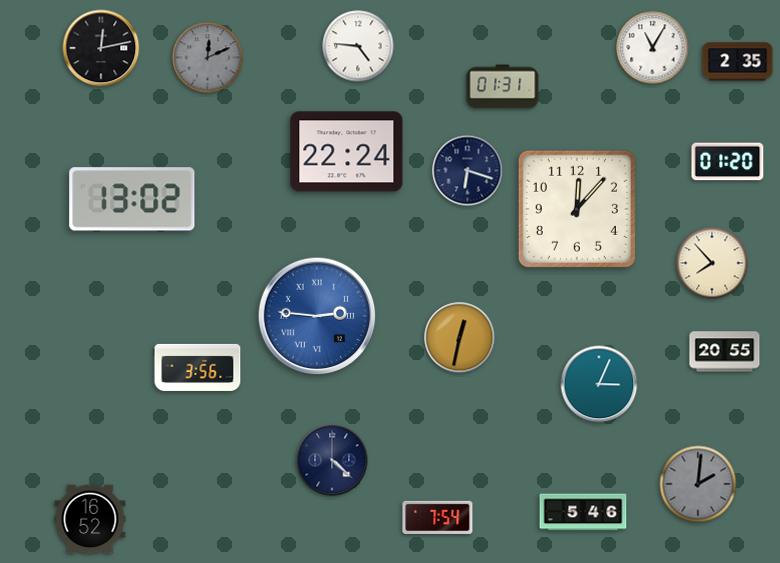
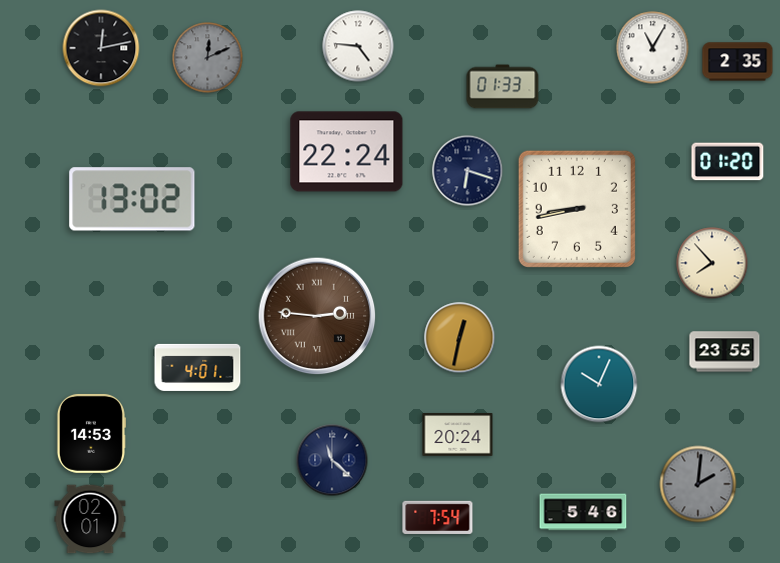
clock at (503, 87): 01:31 -> 01:33
clock at (577, 209): 12:07 -> 8:43
clock at (317, 316) dial: blue -> brown
clock at (725, 352): 20:55 -> 23:55
clock at (198, 367): 3:56 -> 4:01
clock at (599, 384): 3:04 -> 10:04
clock at (91, 433): none -> 14:53
clock at (458, 435): none -> 20:24
clock at (332, 460): 4:22 -> 11:22
clock at (90, 519): 16:52 -> 02:01
